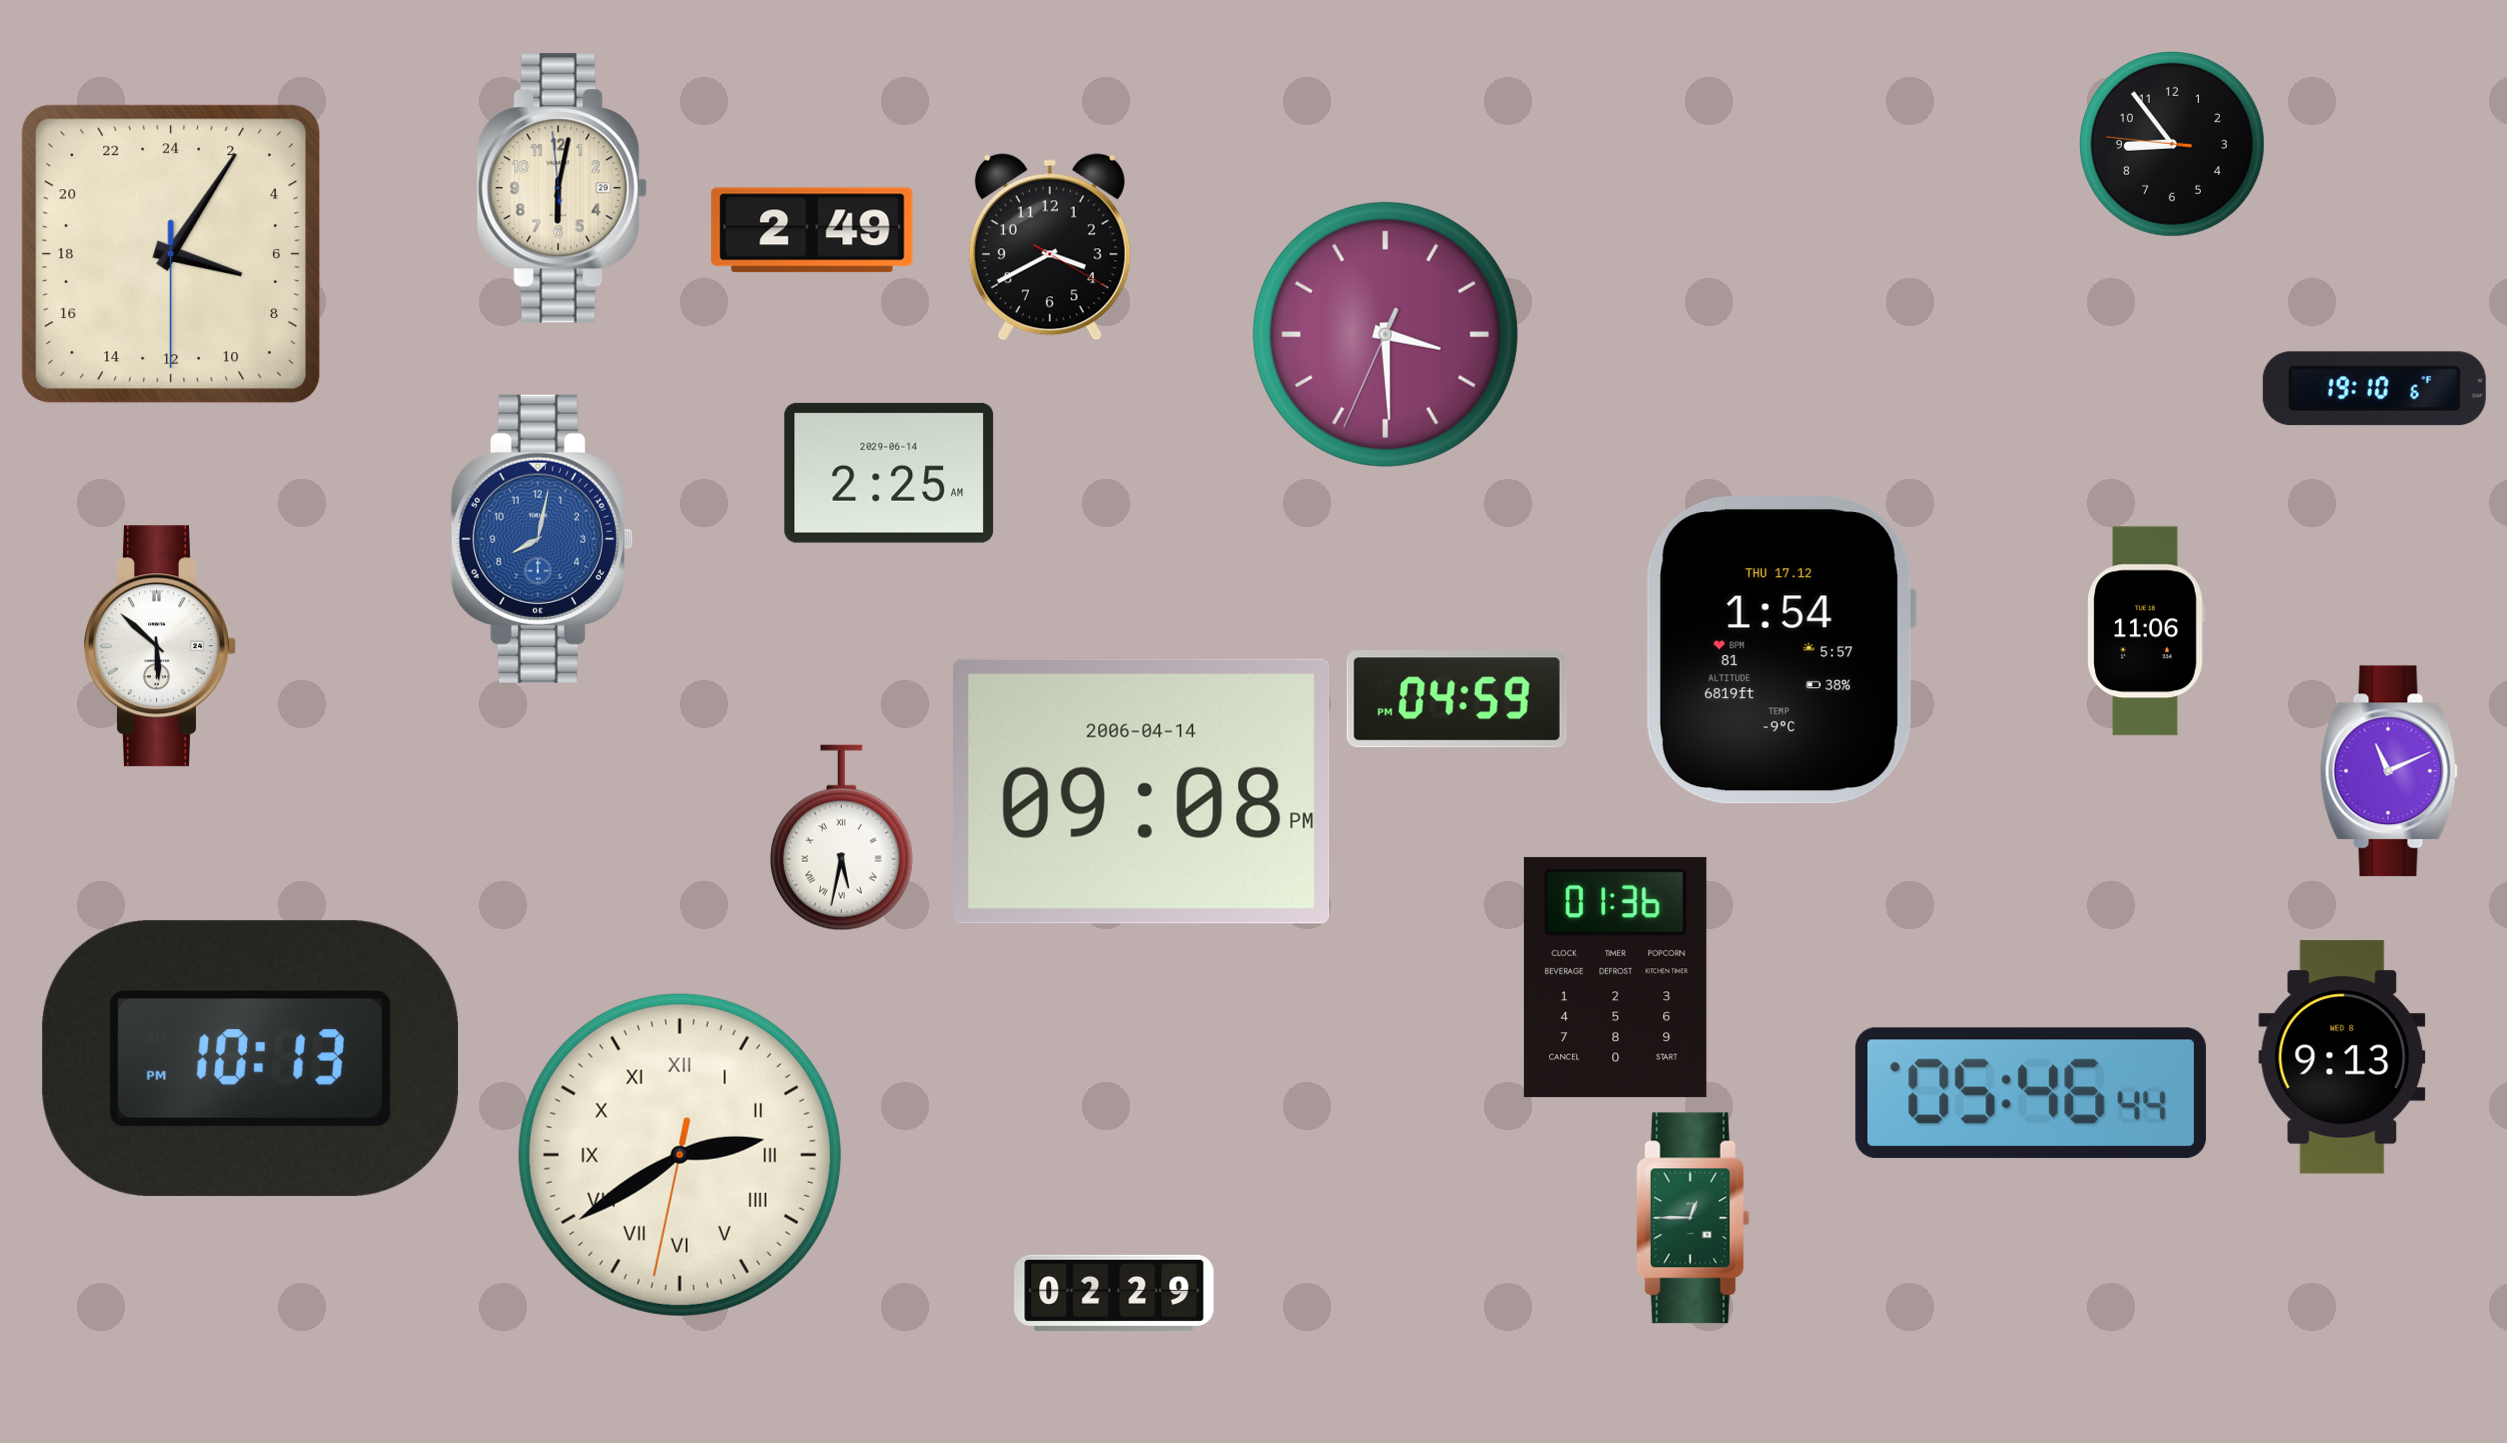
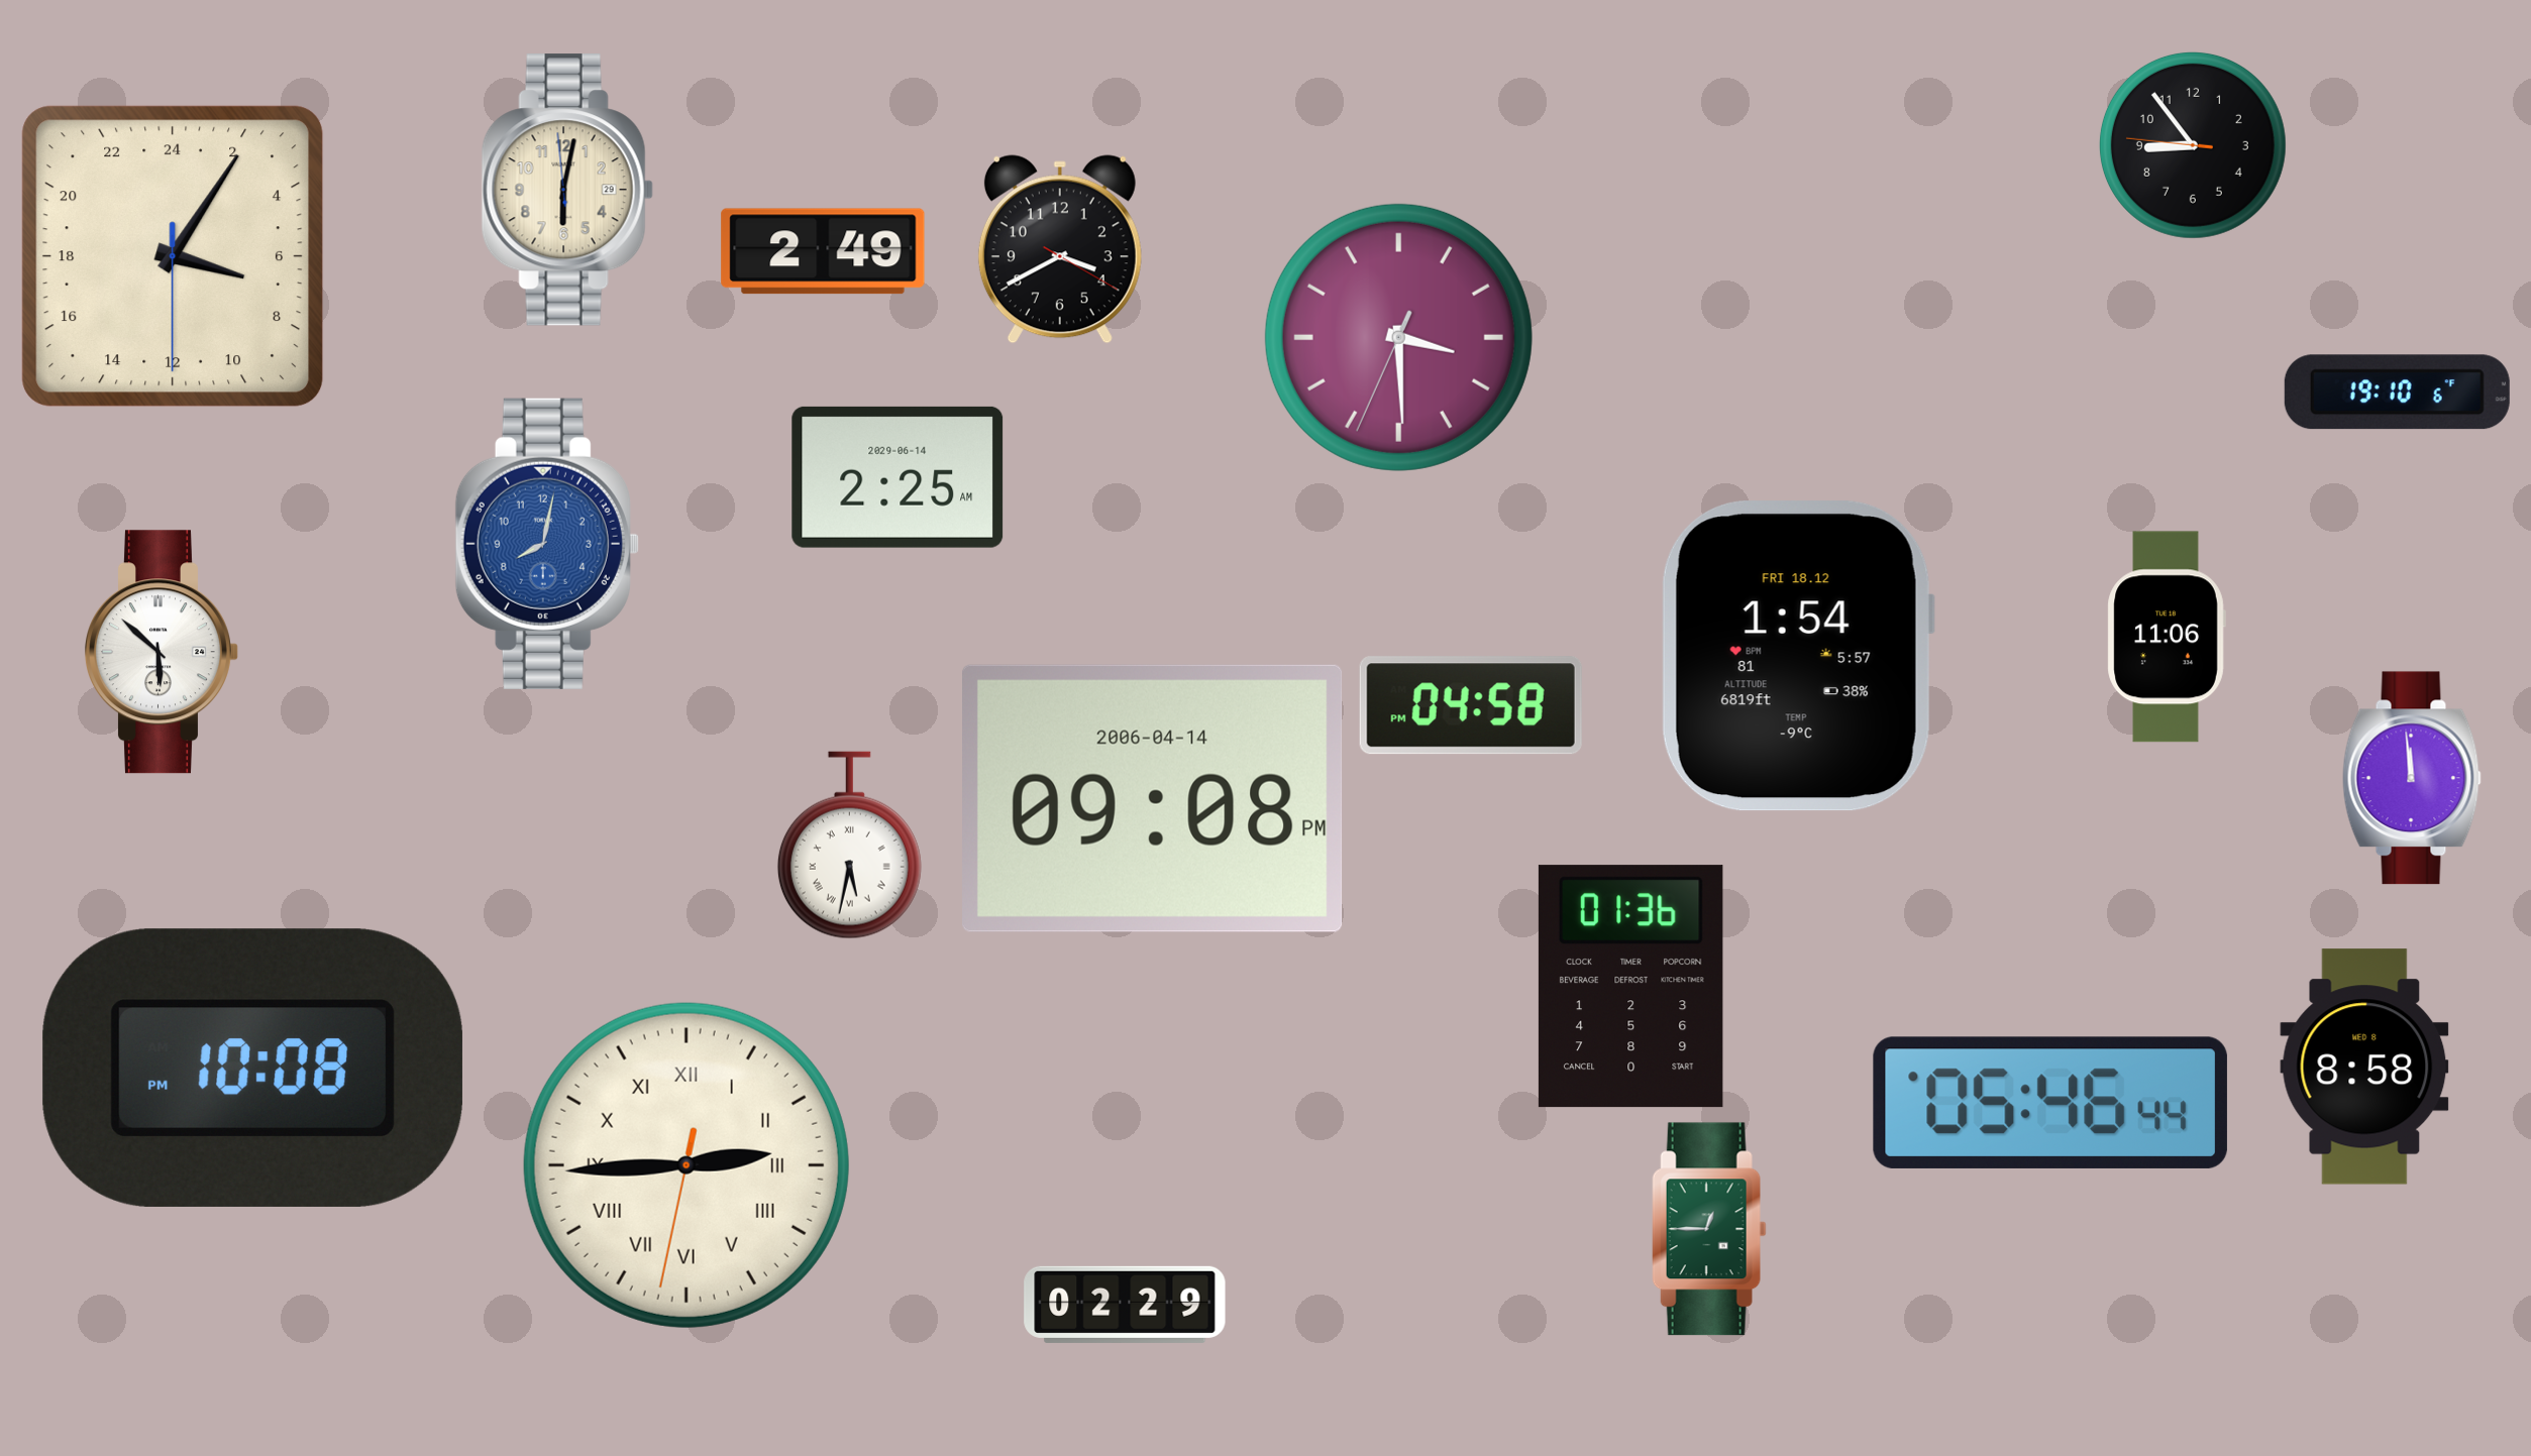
clock at (812, 230) position: (812, 230) -> (823, 251)
clock at (1781, 650) date: THU 17.12 -> FRI 18.12
clock at (1457, 699): 04:59 -> 04:58
clock at (2389, 771): 11:11 -> 11:59
clock at (2342, 1057): 9:13 -> 8:58
clock at (250, 1058): 10:13 -> 10:08
clock at (680, 1155): 2:39 -> 2:44
